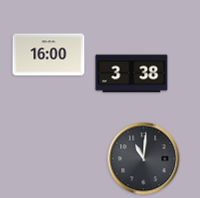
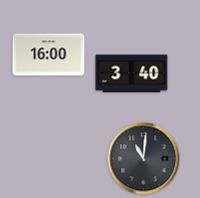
clock at (132, 74): 3:38 -> 3:40
